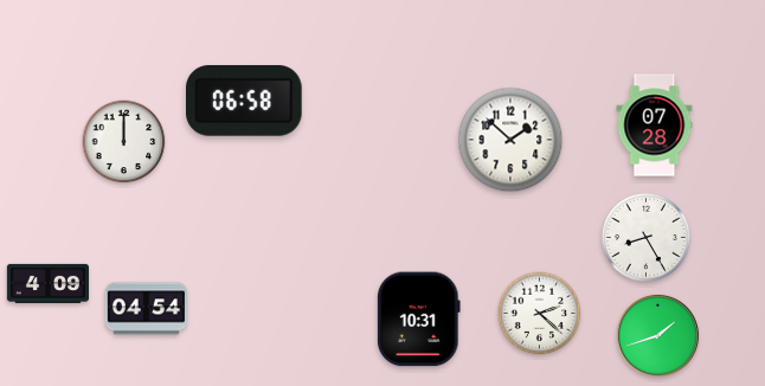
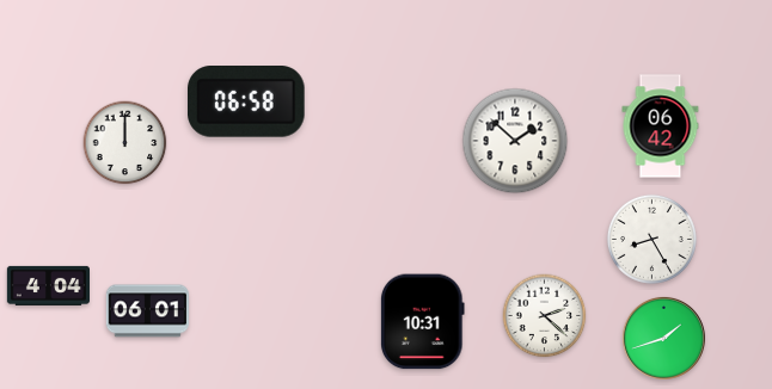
clock at (655, 126): 07:28 -> 06:42
clock at (47, 283): 4:09 -> 4:04
clock at (146, 309): 04:54 -> 06:01
